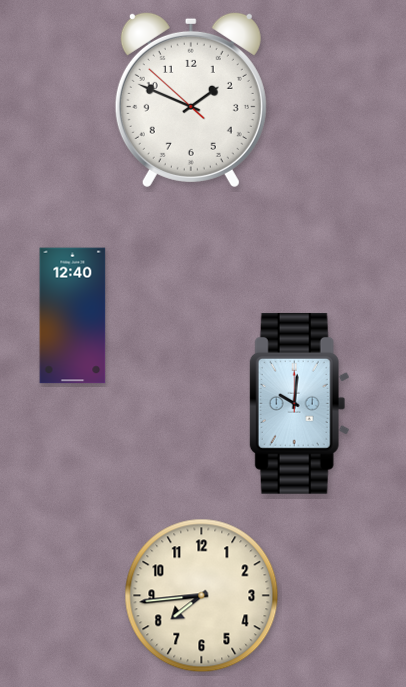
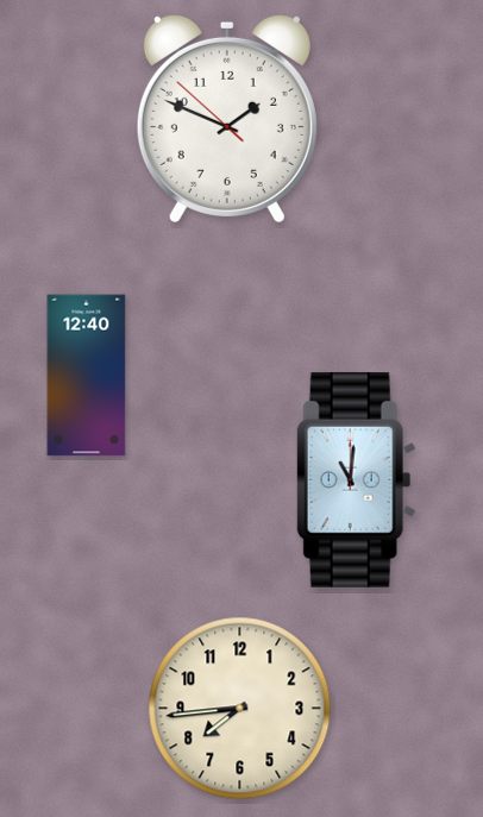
clock at (299, 403): 10:01 -> 11:01
